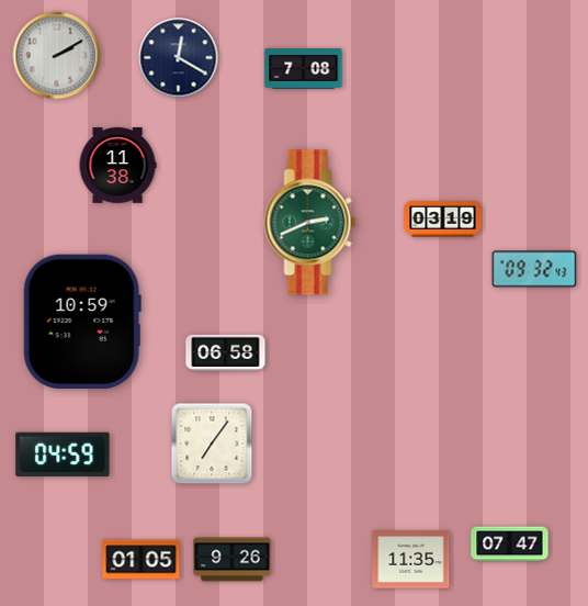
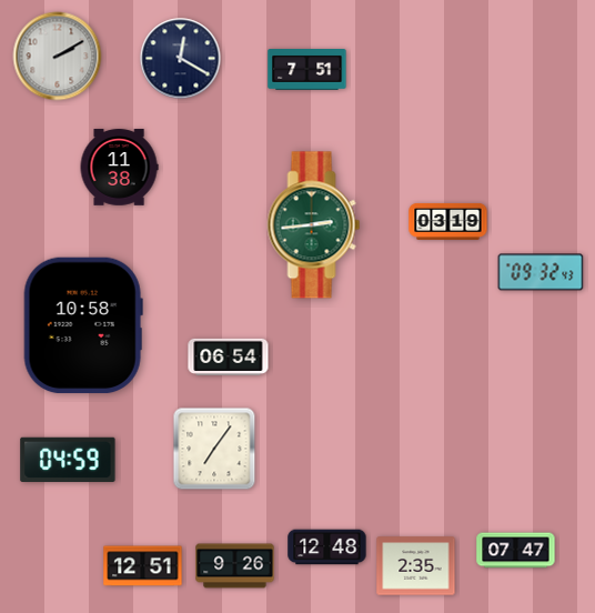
clock at (304, 69): 7:08 -> 7:51
clock at (310, 223): 2:41 -> 2:44
clock at (82, 322): 10:59 -> 10:58
clock at (226, 352): 06:58 -> 06:54
clock at (63, 454) position: (63, 454) -> (68, 460)
clock at (327, 547): none -> 12:48
clock at (142, 560): 01:05 -> 12:51
clock at (411, 560): 11:35 -> 2:35
